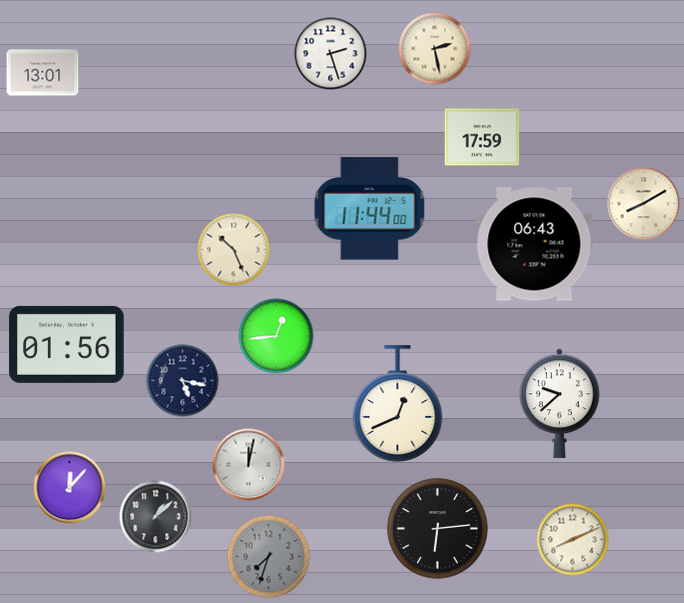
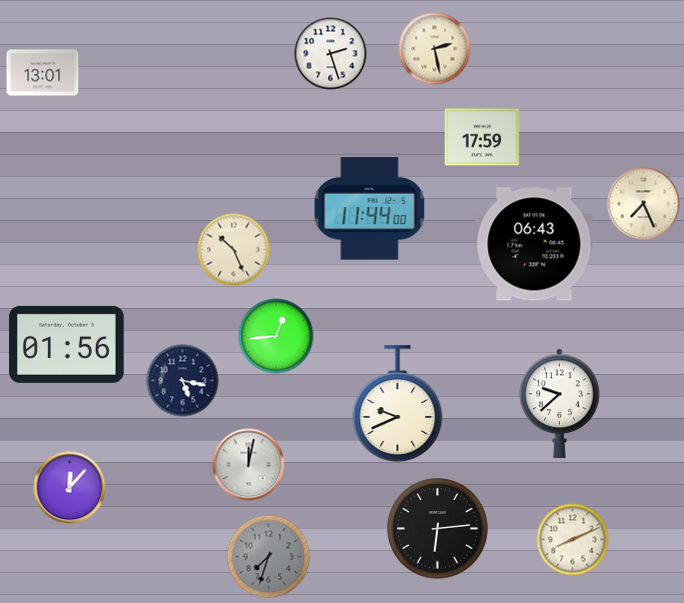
clock at (644, 204): 8:10 -> 7:26
clock at (398, 404): 12:41 -> 9:41
clock at (156, 517): 1:08 -> none
